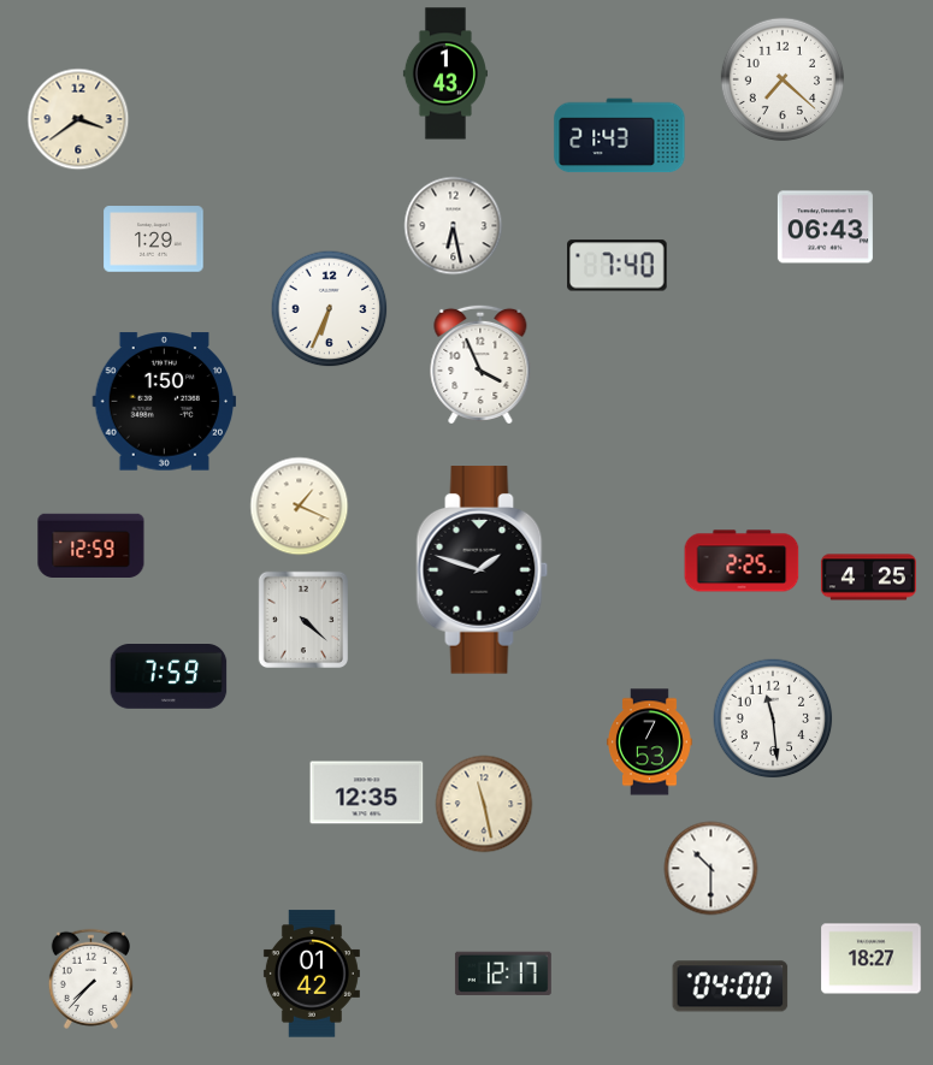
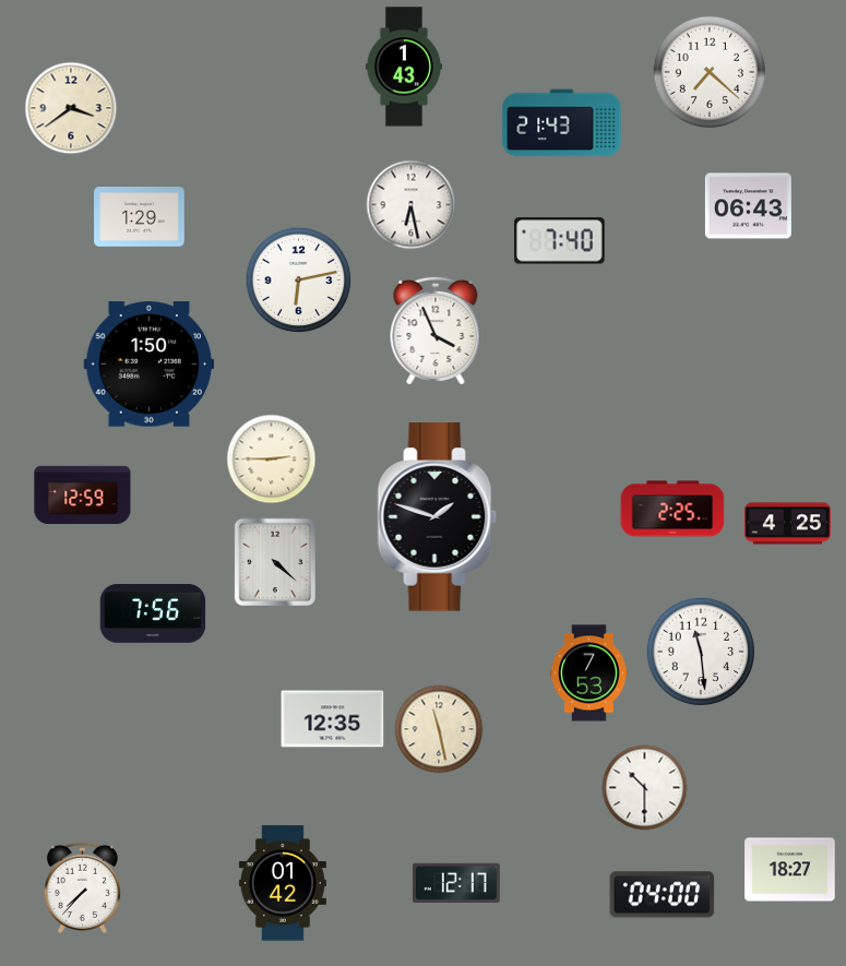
clock at (330, 309): 6:34 -> 6:13
clock at (300, 507): 1:19 -> 2:45
clock at (169, 678): 7:59 -> 7:56
